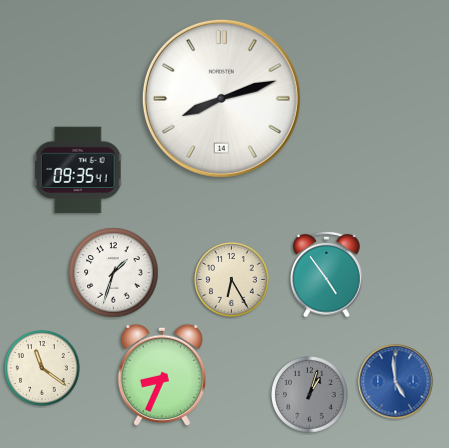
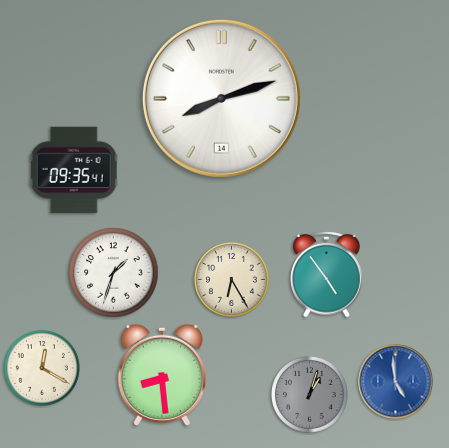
clock at (78, 170) position: (78, 170) -> (74, 170)
clock at (42, 368): 11:21 -> 12:20
clock at (162, 375): 8:34 -> 8:29
